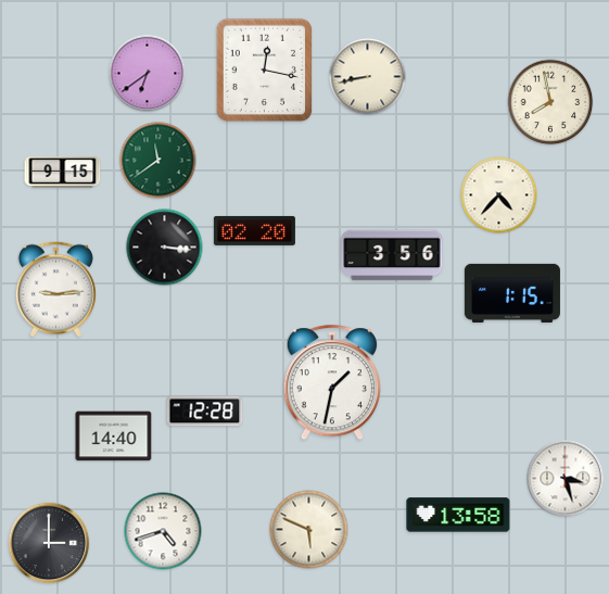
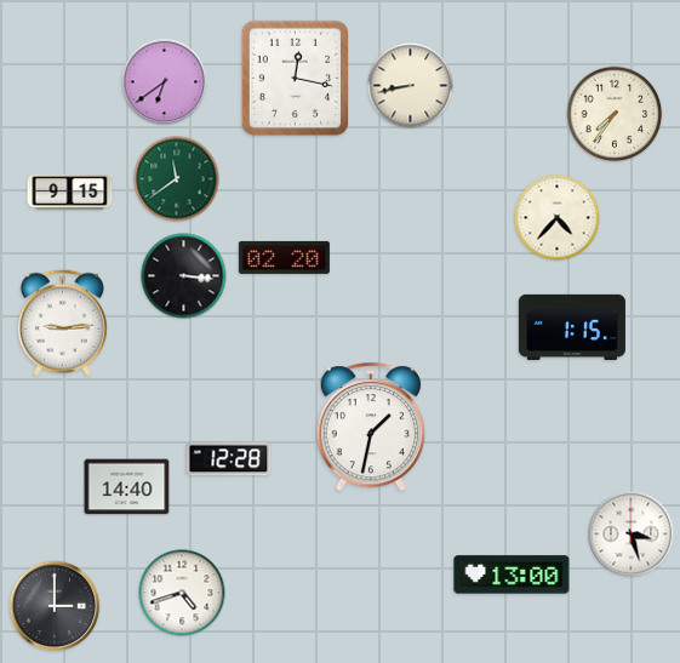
clock at (550, 102): 7:58 -> 7:36
clock at (392, 255): 3:56 -> none
clock at (458, 515): 13:58 -> 13:00
clock at (309, 530): 5:49 -> none
